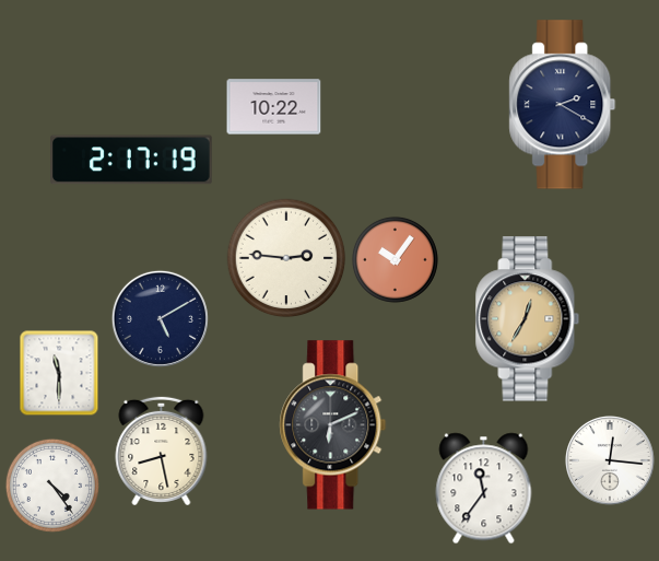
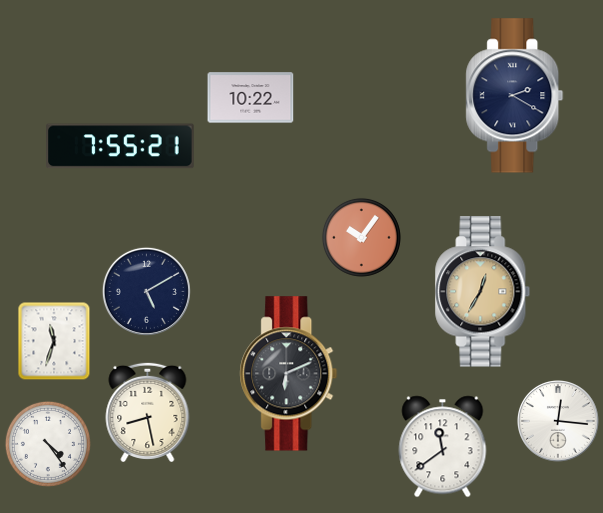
clock at (131, 160): 2:17 -> 7:55
clock at (286, 258): 2:46 -> none
clock at (59, 373): 11:30 -> 11:33
clock at (333, 425) position: (333, 425) -> (289, 374)
clock at (484, 489): 11:36 -> 11:39
